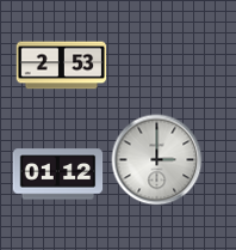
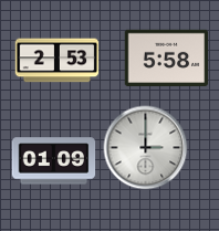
clock at (167, 59): none -> 5:58
clock at (58, 175): 01:12 -> 01:09
